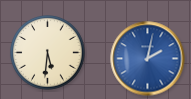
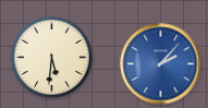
clock at (148, 59): 2:02 -> 2:07
